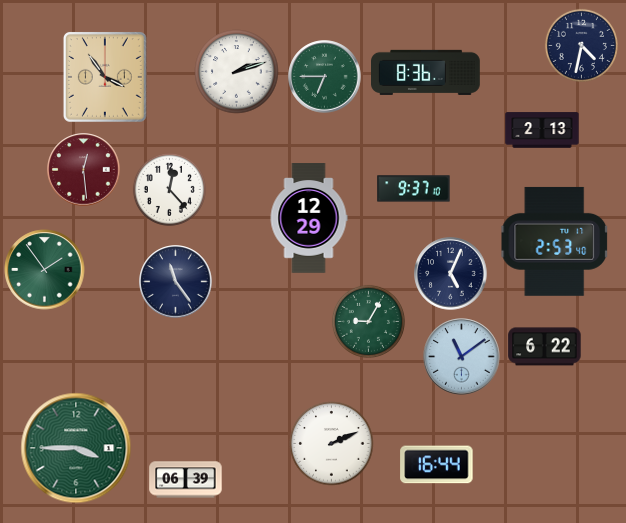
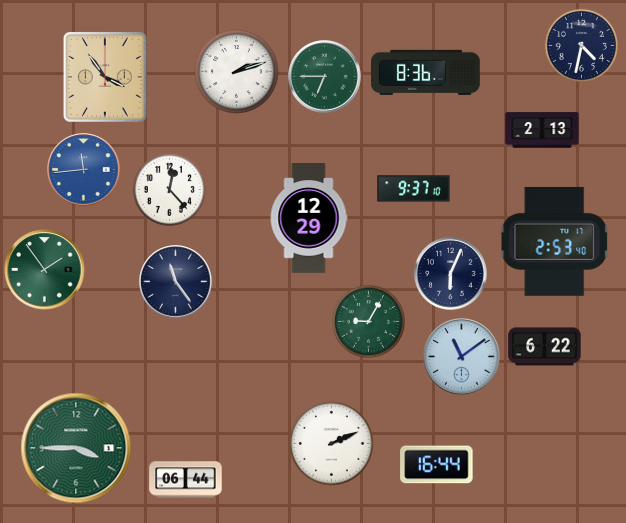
clock at (84, 170): 12:29 -> 11:44
clock at (84, 170) dial: burgundy -> blue
clock at (451, 274): 5:04 -> 6:04
clock at (186, 480): 06:39 -> 06:44
